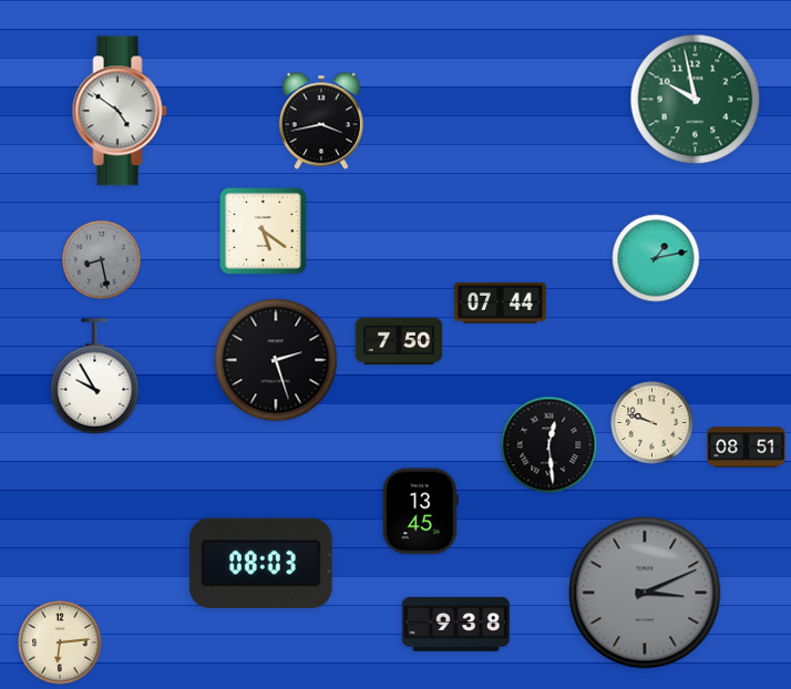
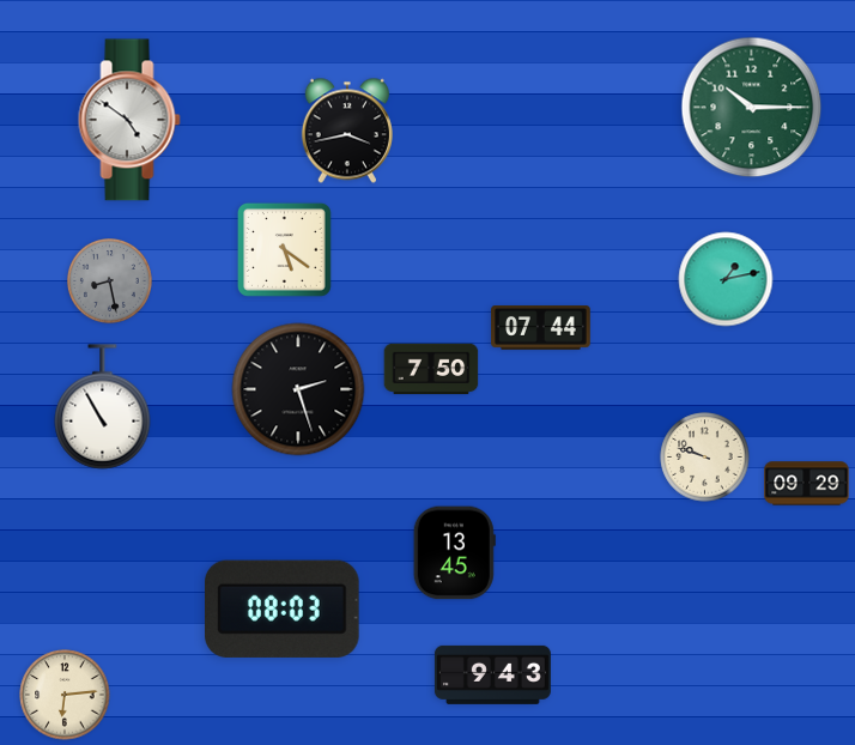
clock at (696, 100): 9:58 -> 10:15
clock at (656, 258) position: (656, 258) -> (726, 279)
clock at (95, 377): 9:55 -> 10:55
clock at (549, 445): 12:29 -> none
clock at (747, 448): 08:51 -> 09:29
clock at (645, 593): 3:11 -> none
clock at (455, 624): 9:38 -> 9:43
